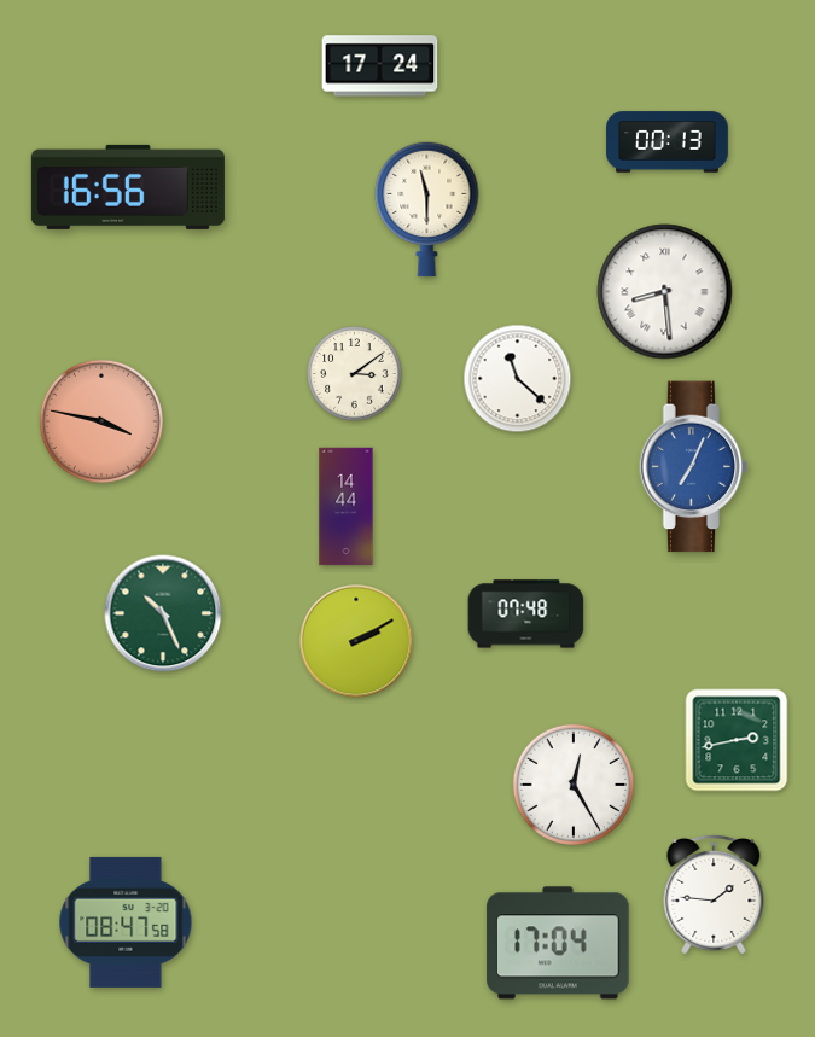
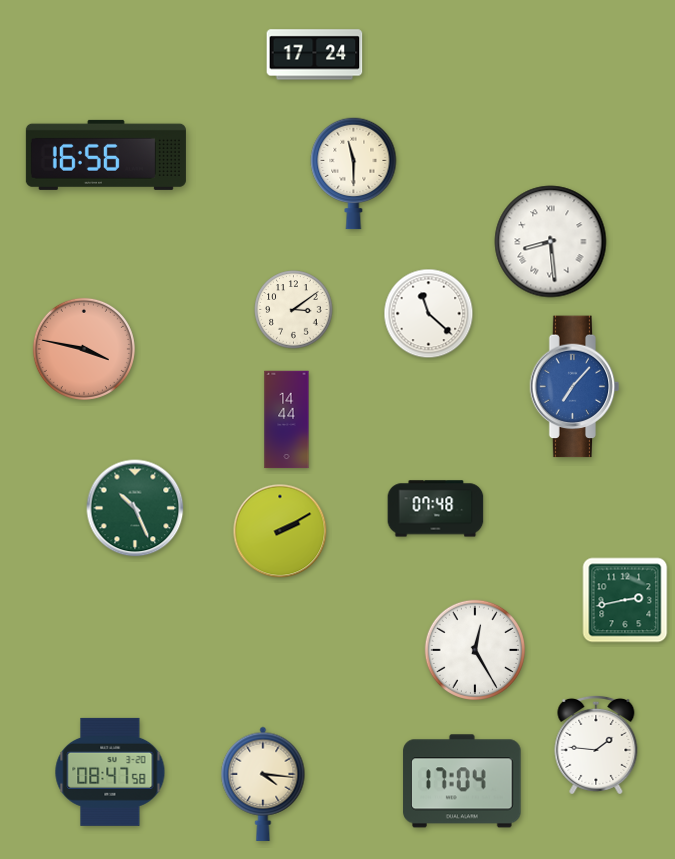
clock at (668, 142): 00:13 -> none
clock at (694, 467): 7:04 -> 7:07
clock at (356, 641) position: (356, 641) -> (280, 531)
clock at (737, 740) position: (737, 740) -> (625, 600)
clock at (714, 895) position: (714, 895) -> (596, 745)
clock at (126, 922) position: (126, 922) -> (110, 772)
clock at (263, 784): none -> 4:16
